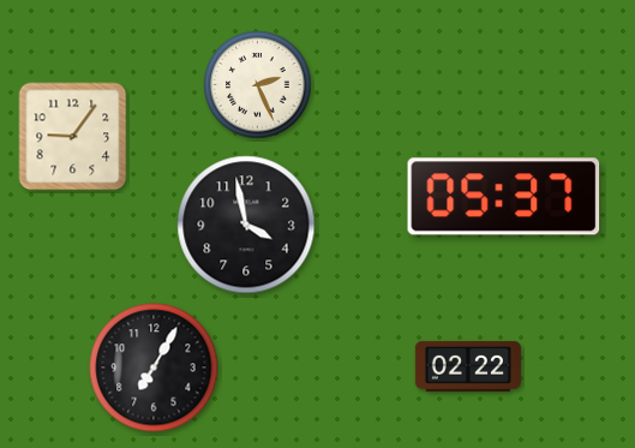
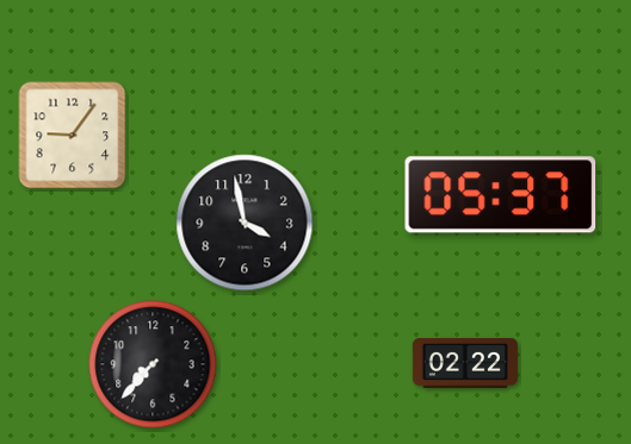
clock at (258, 85): 2:26 -> none
clock at (154, 368): 7:05 -> 7:37
